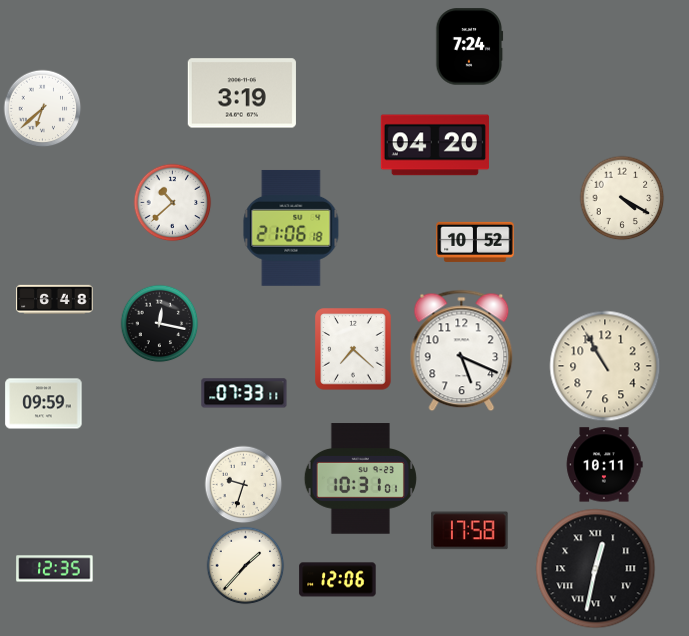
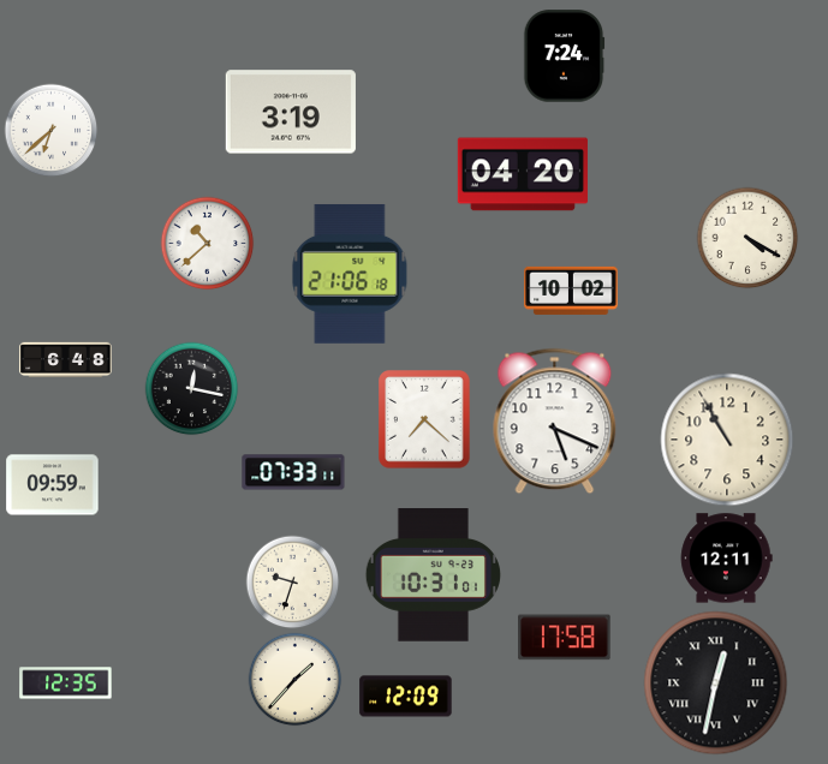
clock at (475, 242): 10:52 -> 10:02
clock at (604, 465): 10:11 -> 12:11
clock at (338, 580): 12:06 -> 12:09
